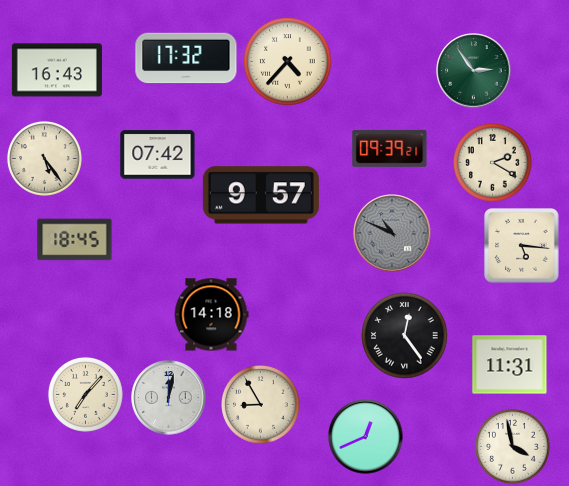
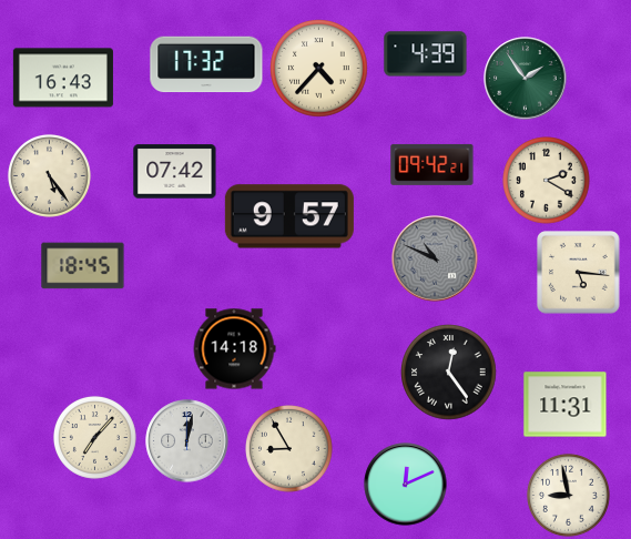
clock at (426, 54): none -> 4:39
clock at (474, 71): 2:54 -> 1:54
clock at (390, 148): 09:39 -> 09:42
clock at (366, 437): 12:41 -> 12:11
clock at (512, 446): 3:58 -> 8:58
